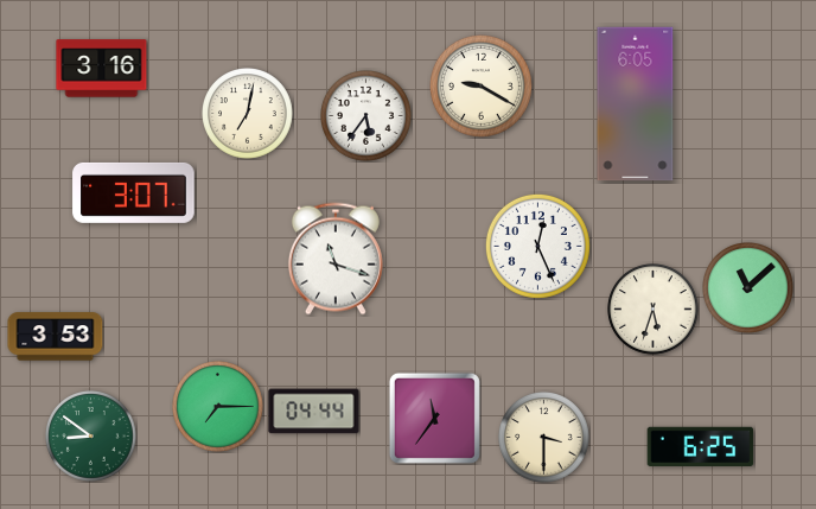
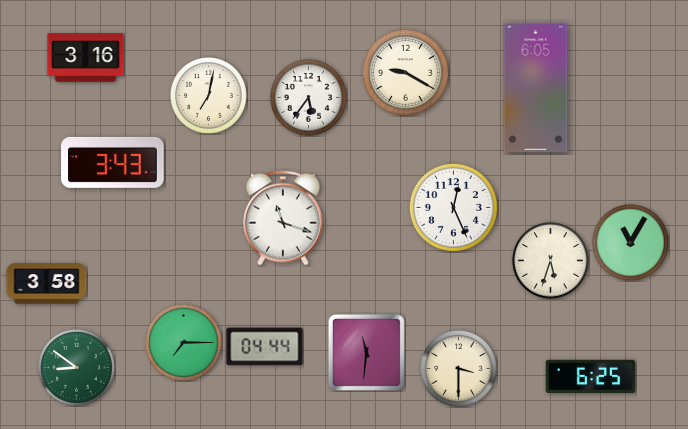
clock at (134, 192): 3:07 -> 3:43
clock at (748, 288): 11:08 -> 11:05
clock at (56, 337): 3:53 -> 3:58
clock at (434, 418): 11:36 -> 11:31
